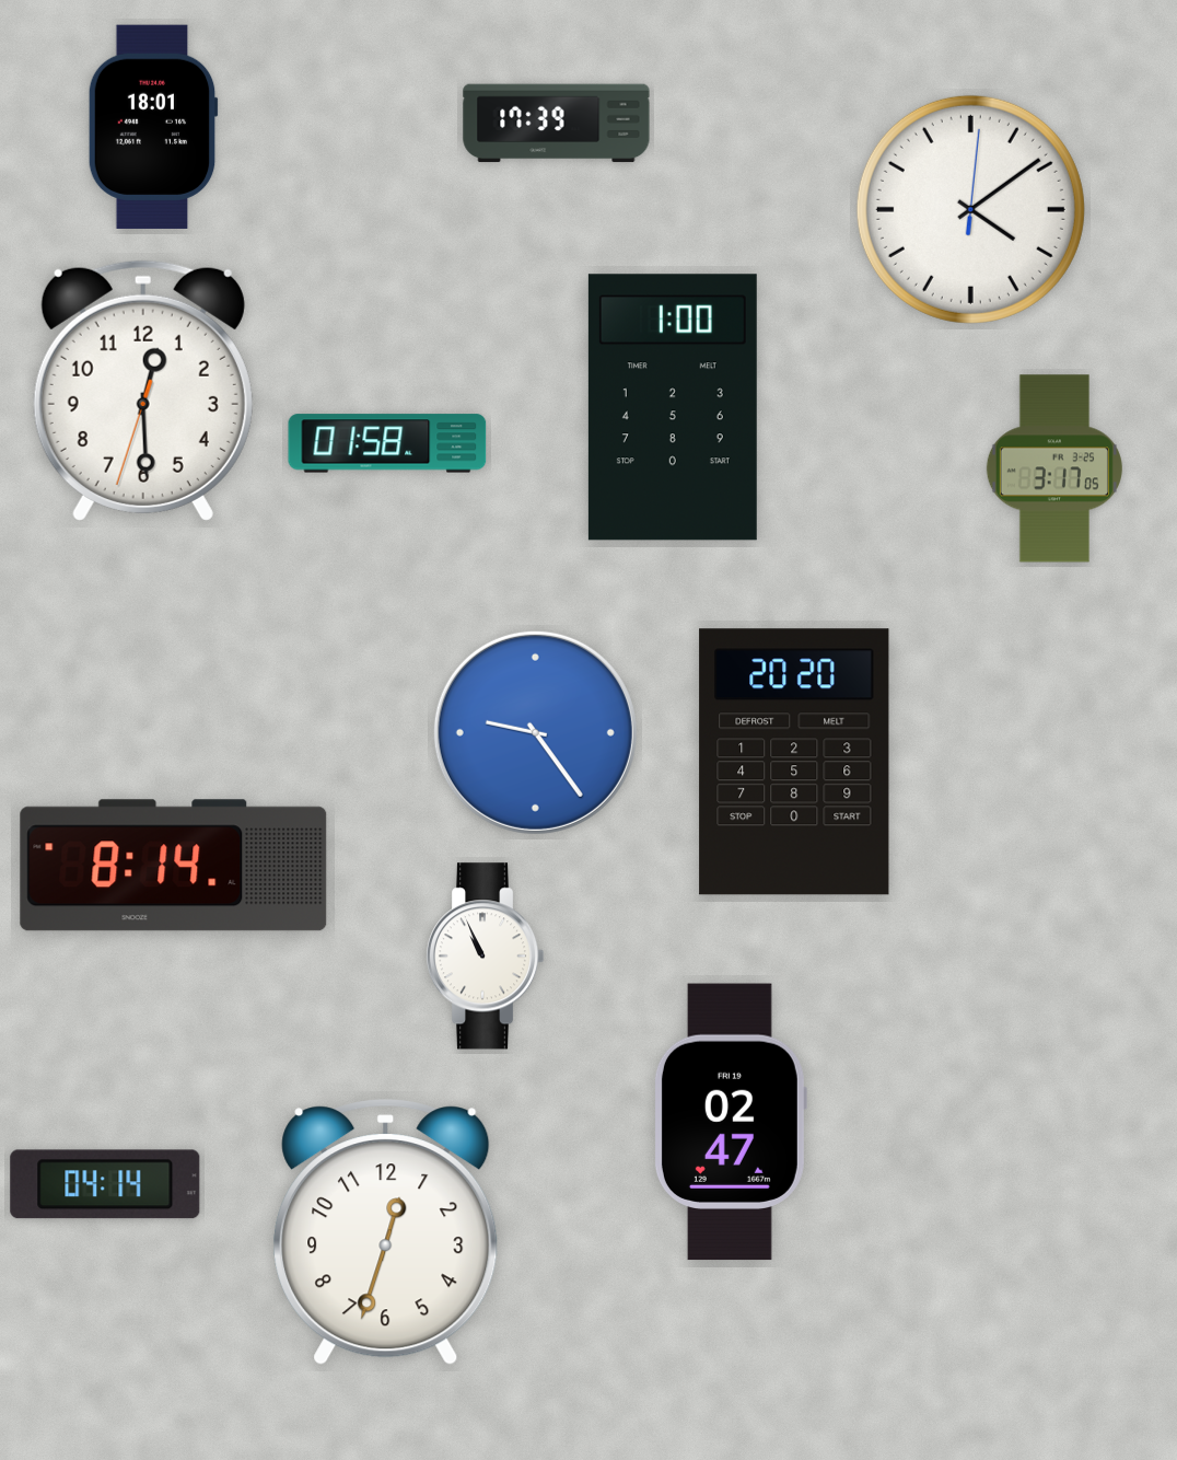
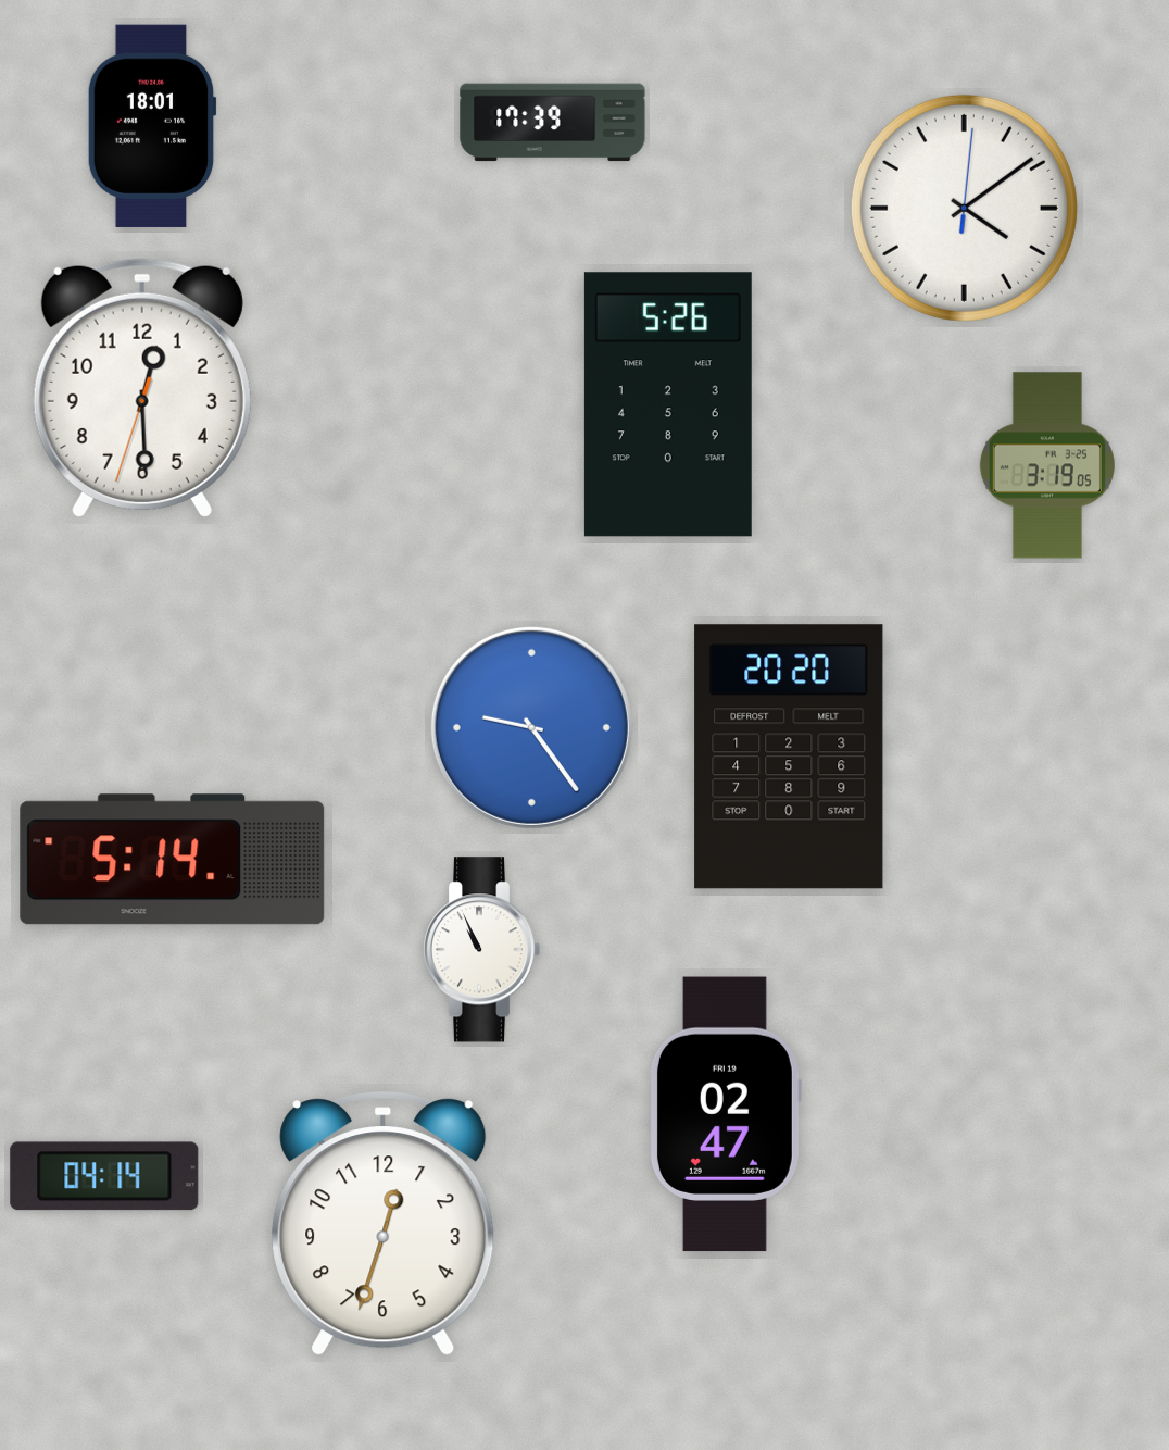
clock at (673, 407): 1:00 -> 5:26
clock at (387, 443): 01:58 -> none
clock at (1054, 468): 3:17 -> 3:19
clock at (174, 866): 8:14 -> 5:14
